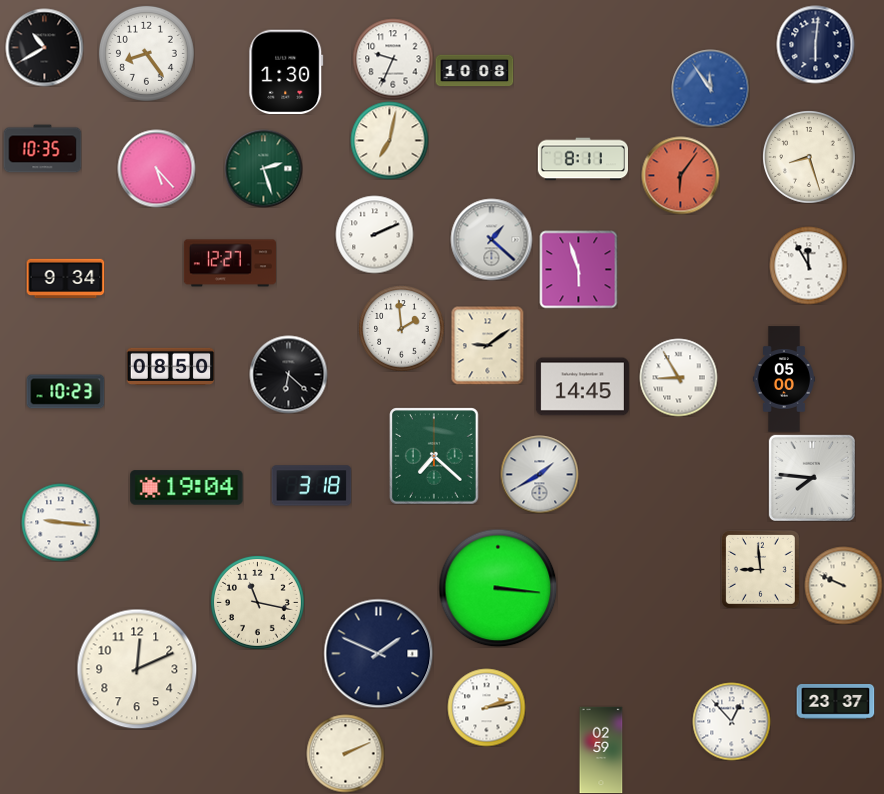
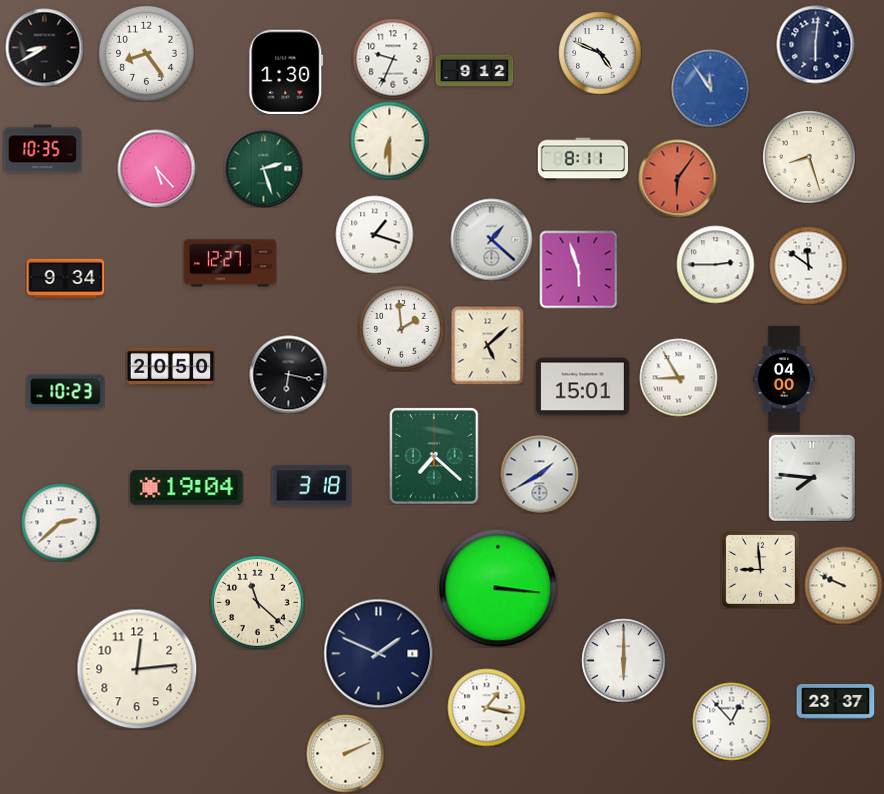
clock at (44, 47): 10:40 -> 8:40
clock at (600, 53): none -> 4:49
clock at (474, 71): 10:08 -> 9:12
clock at (389, 140): 7:02 -> 6:30
clock at (680, 175) position: (680, 175) -> (677, 178)
clock at (374, 234): 2:11 -> 1:18
clock at (715, 264): none -> 2:45
clock at (808, 265): 11:55 -> 11:51
clock at (488, 345): 9:09 -> 5:08
clock at (170, 366): 08:50 -> 20:50
clock at (288, 374): 6:22 -> 6:17
clock at (784, 379): 05:00 -> 04:00
clock at (582, 387): 14:45 -> 15:01
clock at (60, 522): 9:16 -> 2:38
clock at (257, 602): 11:17 -> 11:22
clock at (623, 660): none -> 6:00
clock at (137, 669): 12:11 -> 12:14
clock at (486, 707): 2:13 -> 1:17
clock at (601, 750): 02:59 -> none
